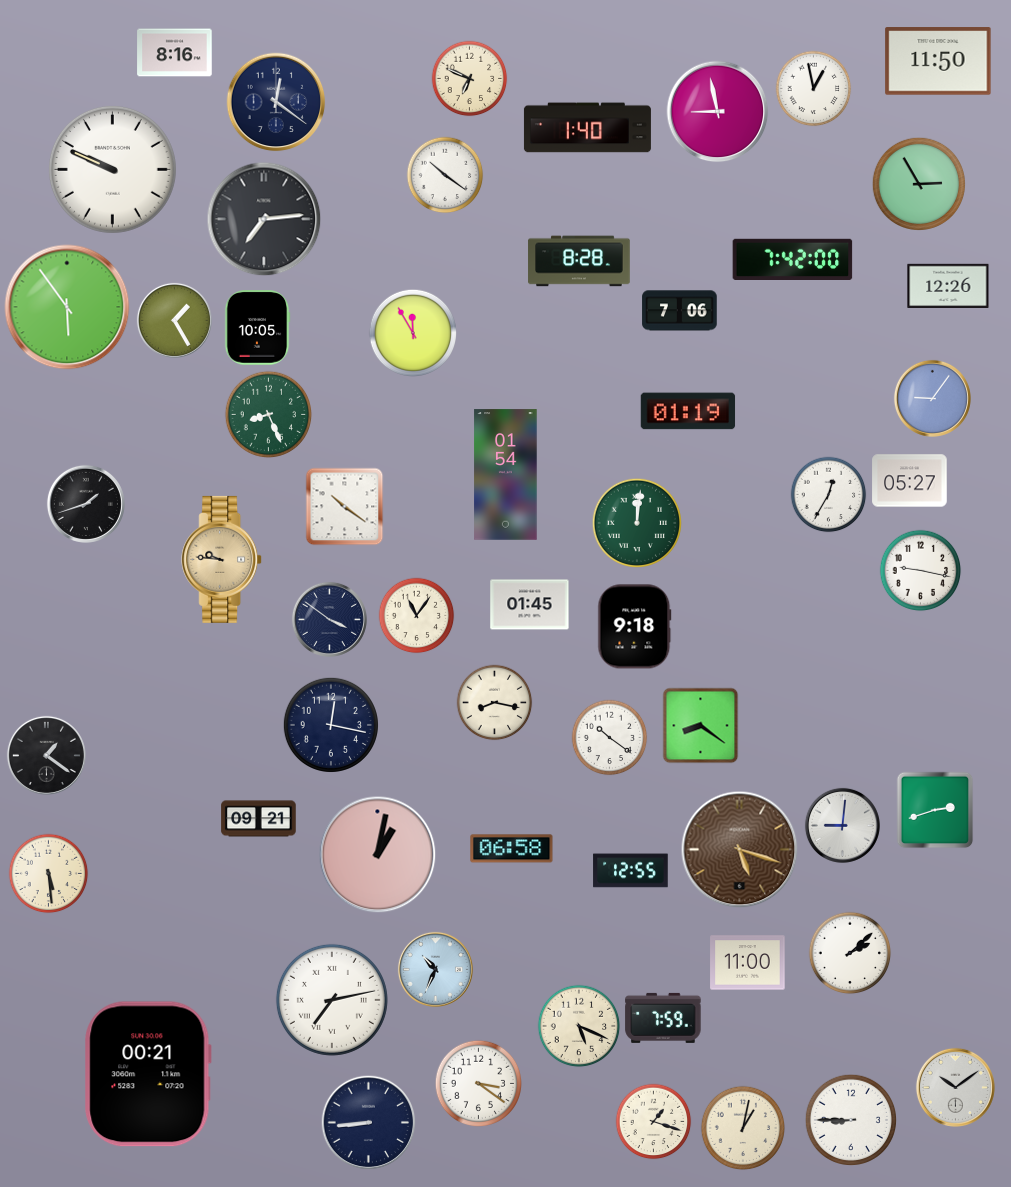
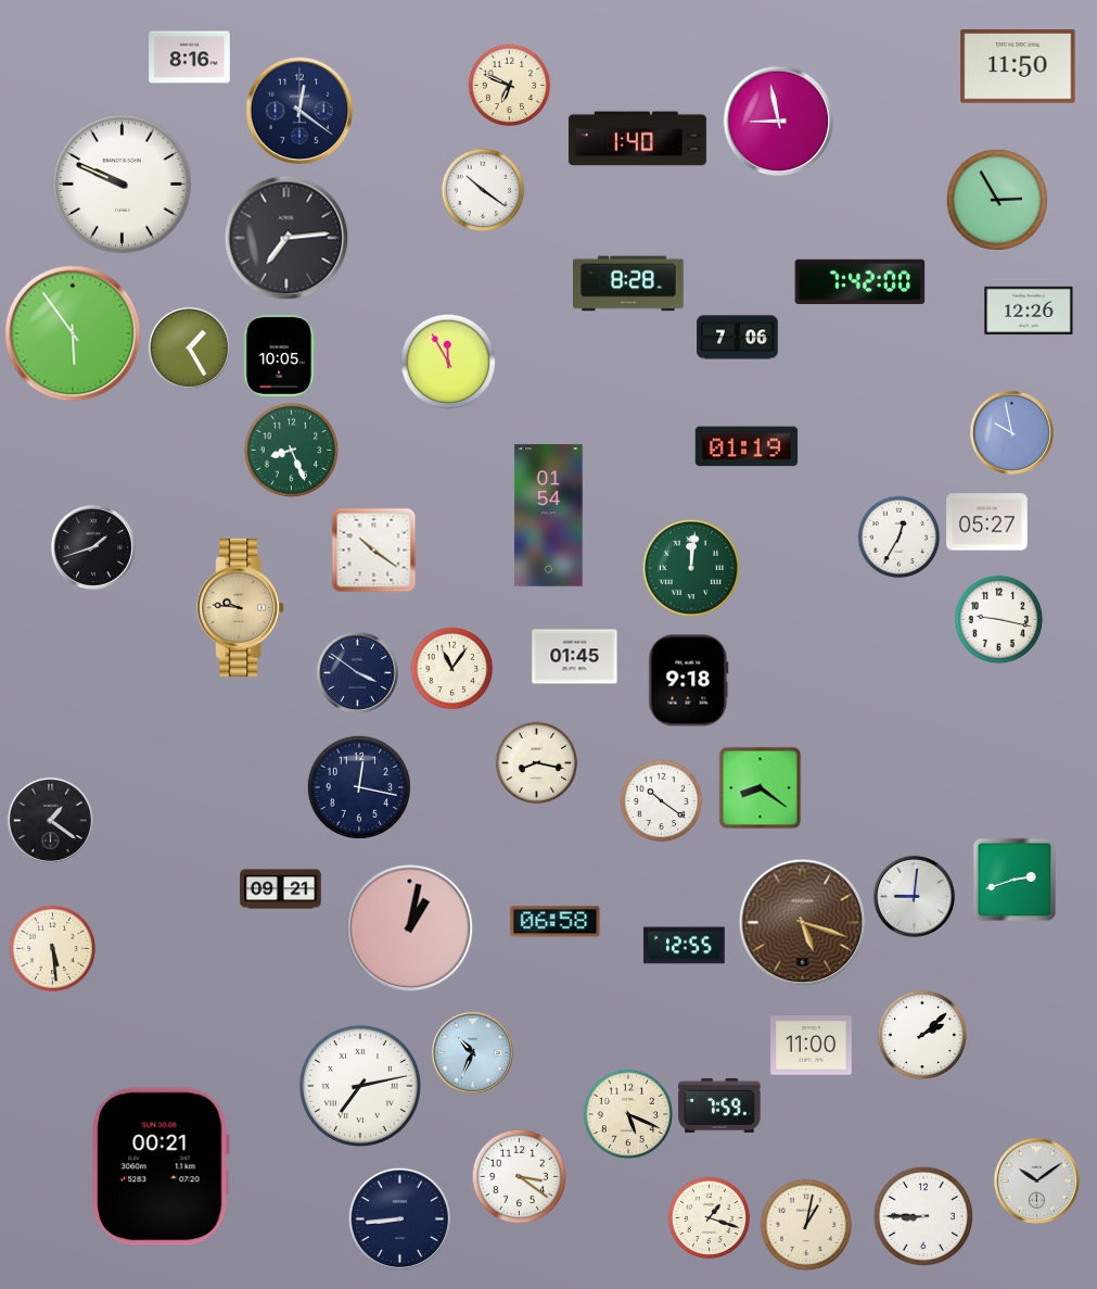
clock at (814, 89): 12:58 -> none
clock at (932, 398): 9:06 -> 9:58
